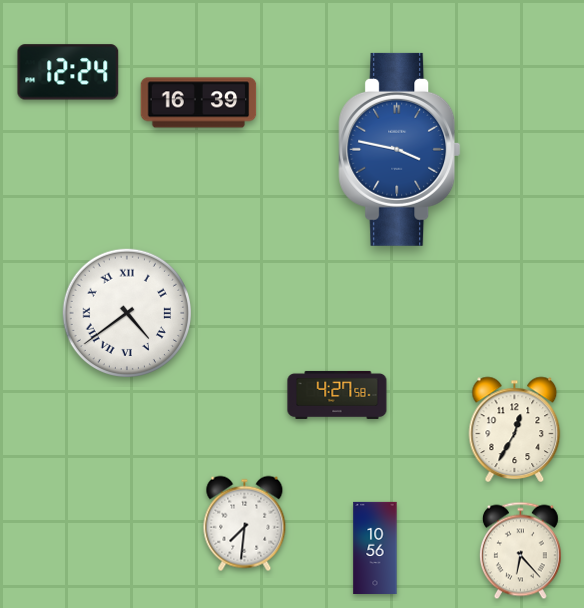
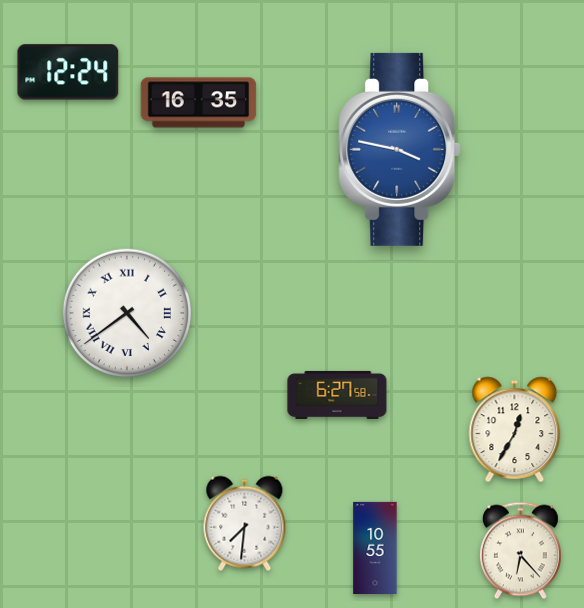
clock at (199, 103): 16:39 -> 16:35
clock at (337, 395): 4:27 -> 6:27
clock at (375, 547): 10:56 -> 10:55
